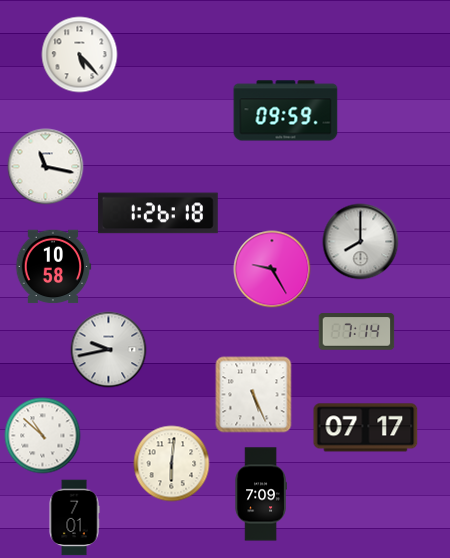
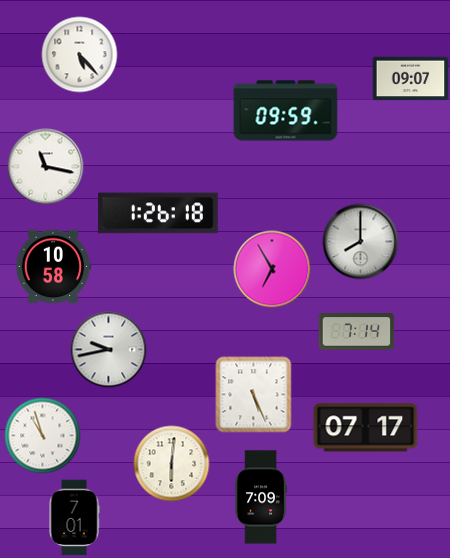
clock at (411, 79): none -> 09:07
clock at (272, 269): 9:25 -> 6:55
clock at (43, 436): 10:52 -> 10:57
clock at (261, 494) position: (261, 494) -> (261, 497)
